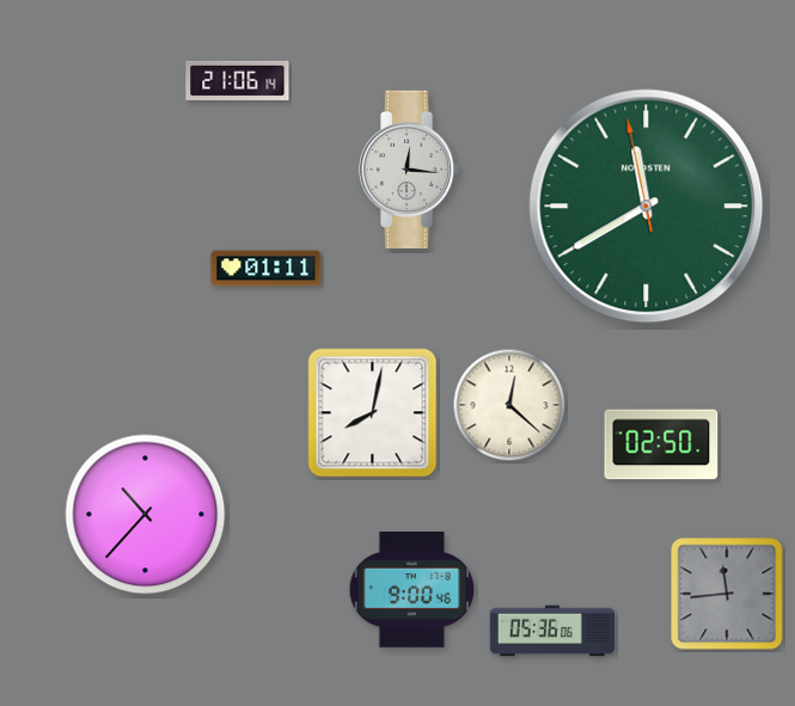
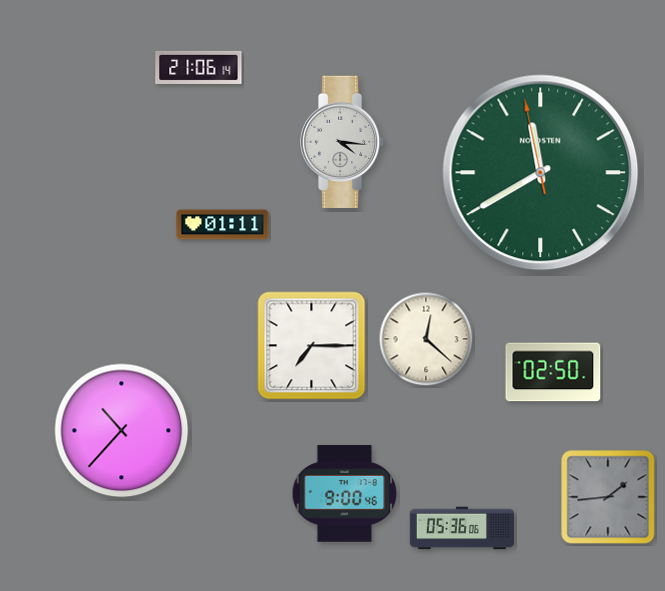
clock at (409, 168): 12:16 -> 4:16
clock at (373, 413): 8:02 -> 7:15
clock at (727, 594): 11:44 -> 1:44
